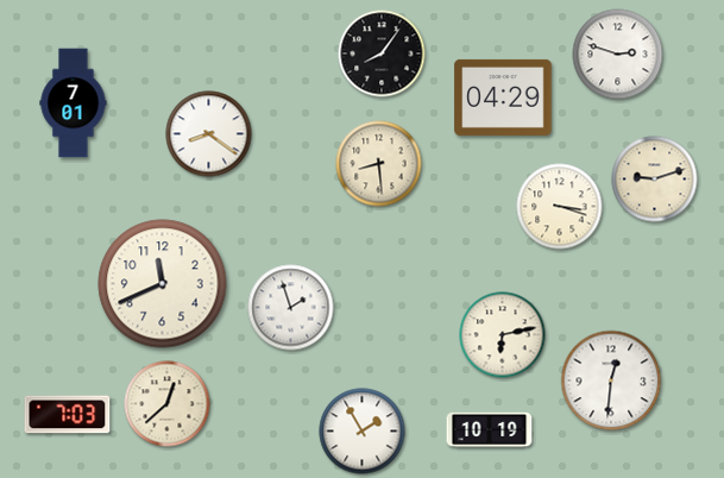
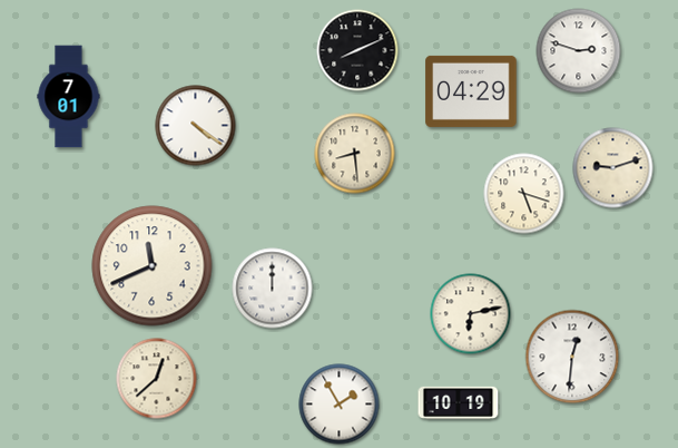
clock at (382, 54): 8:06 -> 8:11
clock at (209, 134): 8:21 -> 4:21
clock at (560, 207): 3:18 -> 5:18
clock at (291, 308): 1:57 -> 12:00
clock at (68, 415): 7:03 -> none
